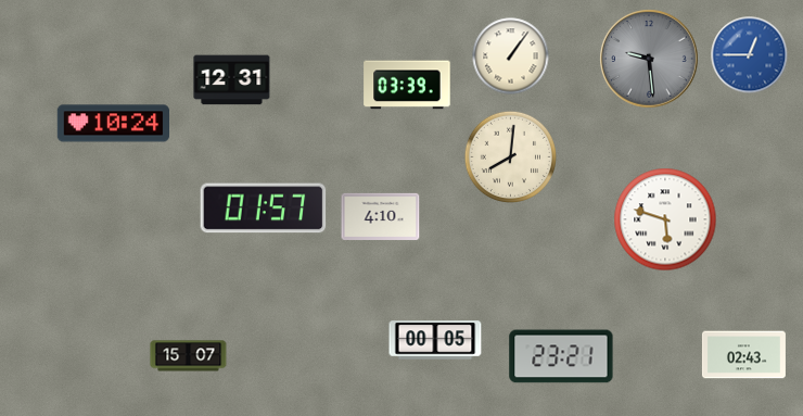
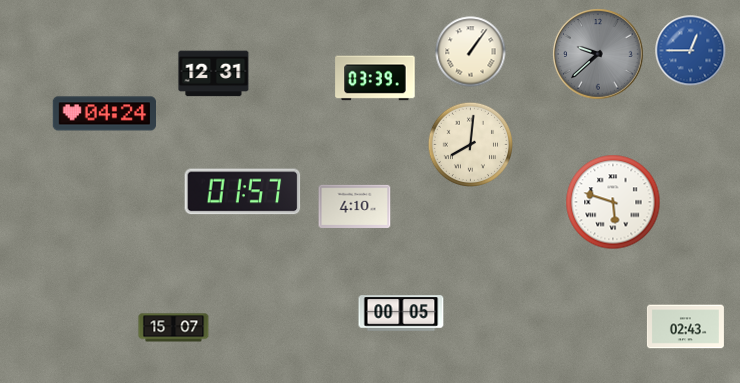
clock at (649, 59): 9:29 -> 9:38
clock at (113, 124): 10:24 -> 04:24
clock at (381, 216) position: (381, 216) -> (355, 206)
clock at (561, 356): 23:21 -> none
